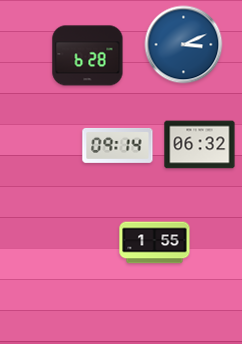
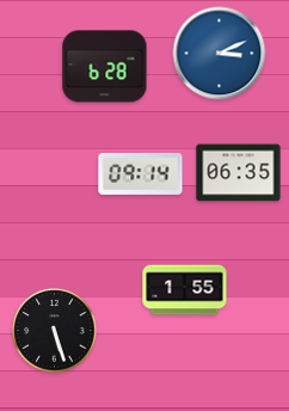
clock at (200, 145): 06:32 -> 06:35
clock at (55, 331): none -> 5:27
